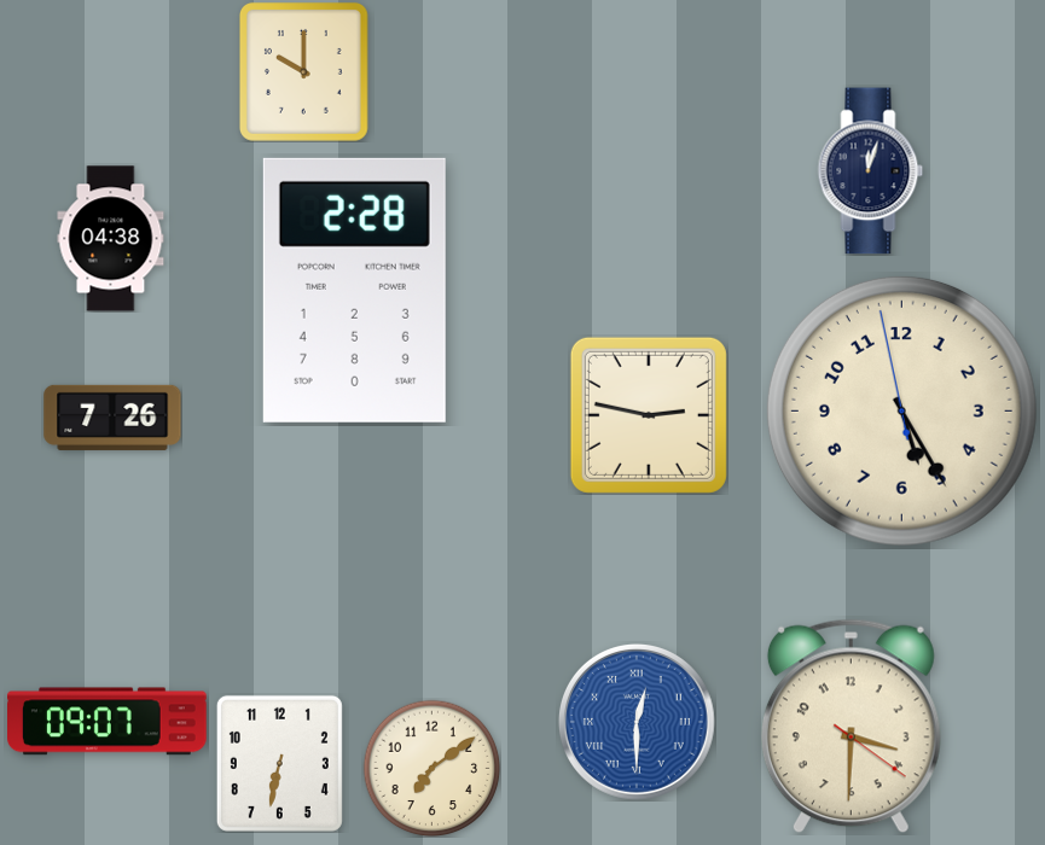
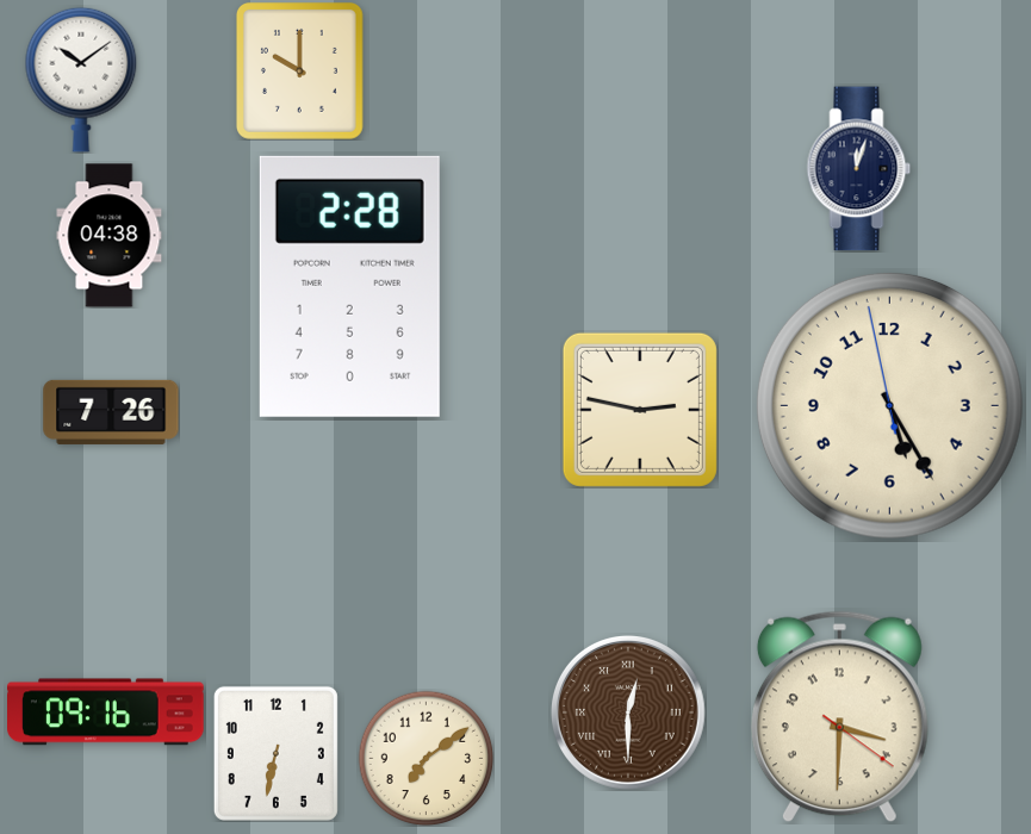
clock at (81, 80): none -> 10:09
clock at (108, 722): 09:07 -> 09:16
clock at (637, 722) dial: blue -> brown
